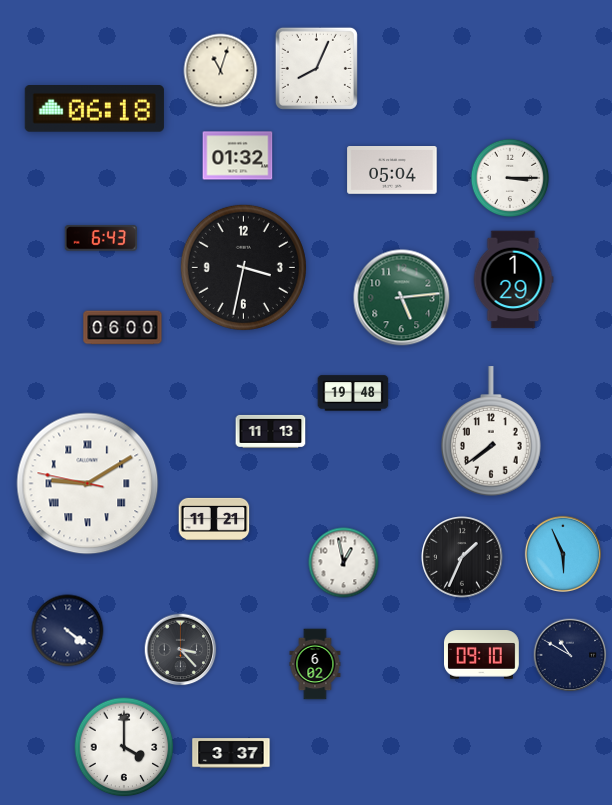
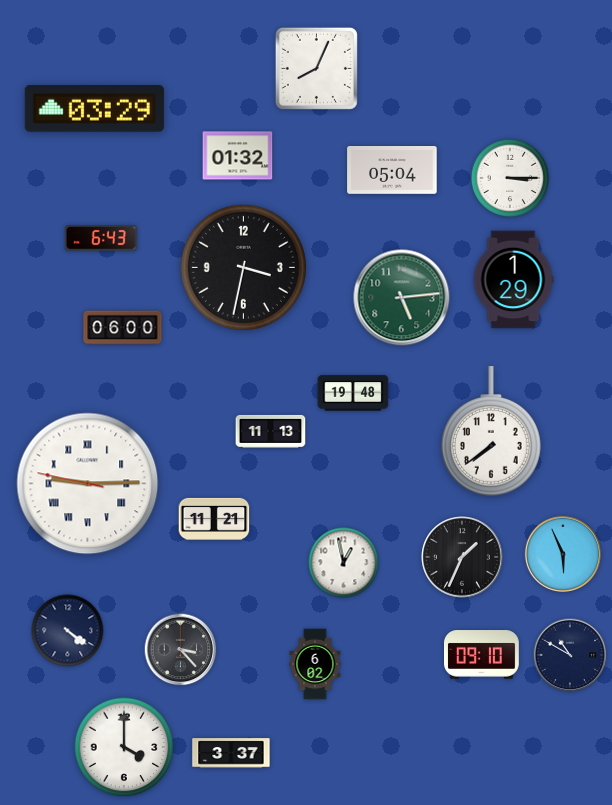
clock at (221, 71): 11:03 -> none
clock at (94, 109): 06:18 -> 03:29
clock at (88, 484): 9:09 -> 9:14
